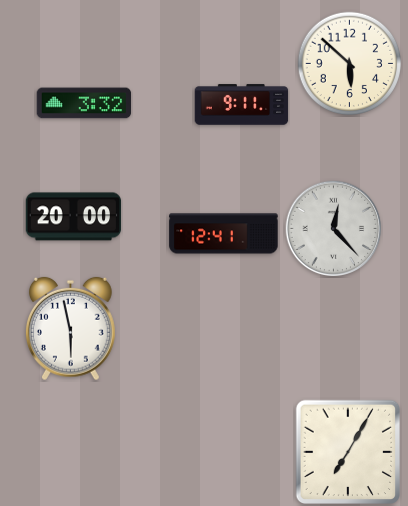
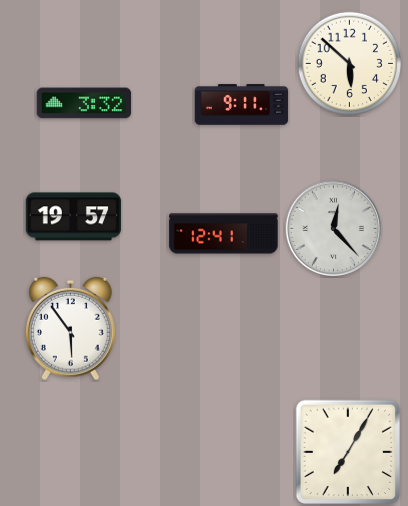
clock at (74, 217): 20:00 -> 19:57
clock at (70, 329): 5:58 -> 5:54
